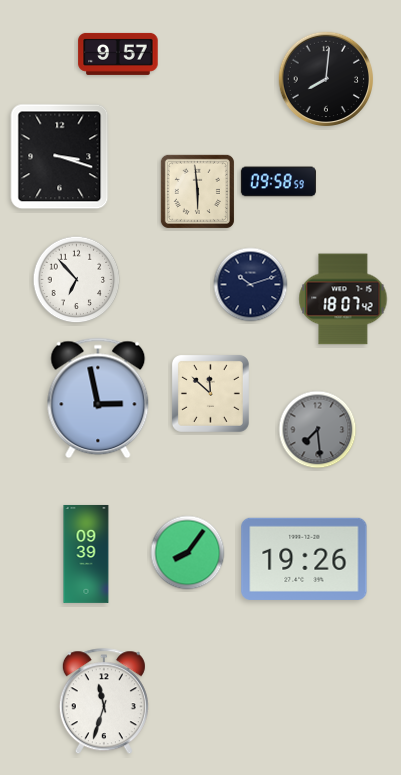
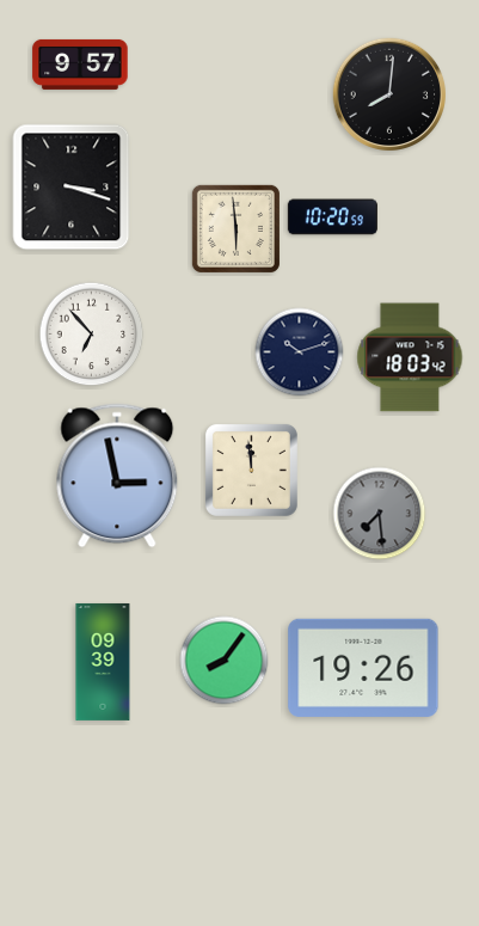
clock at (118, 54) position: (118, 54) -> (80, 65)
clock at (278, 182): 09:58 -> 10:20
clock at (251, 285) position: (251, 285) -> (300, 352)
clock at (343, 299): 18:07 -> 18:03
clock at (210, 393): 11:52 -> 11:59
clock at (104, 702): 11:33 -> none
